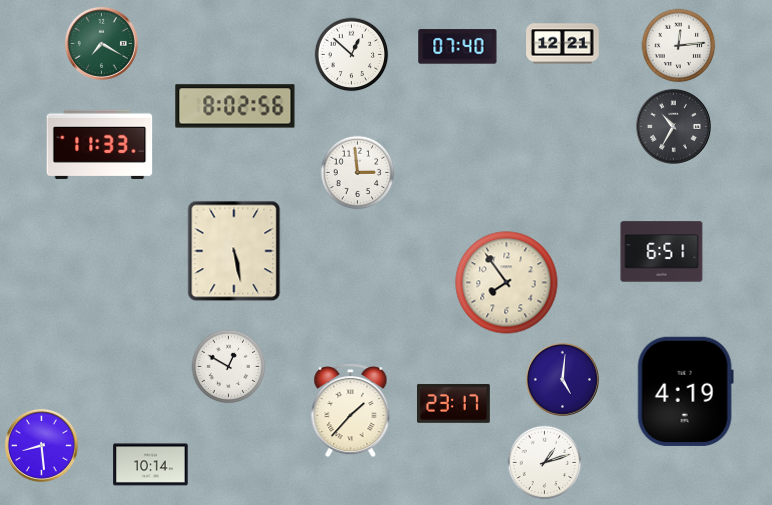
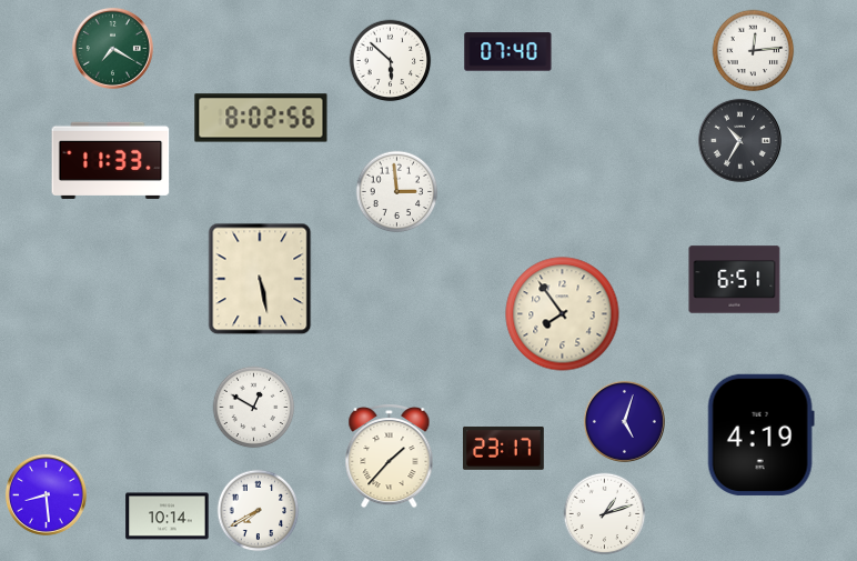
clock at (563, 44): 12:21 -> none
clock at (352, 55): 12:52 -> 5:52
clock at (673, 126) position: (673, 126) -> (739, 140)
clock at (562, 379): 5:01 -> 5:03
clock at (259, 511): none -> 7:40
